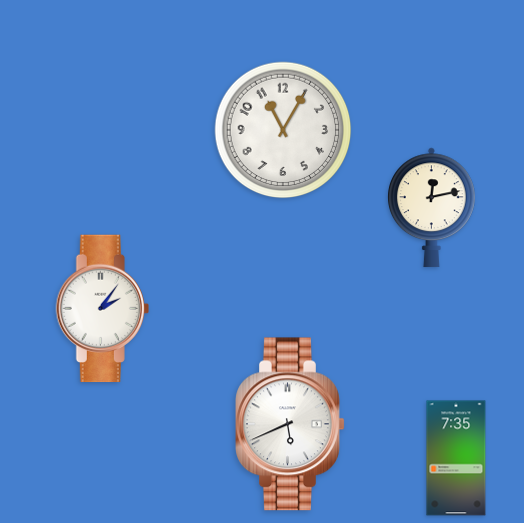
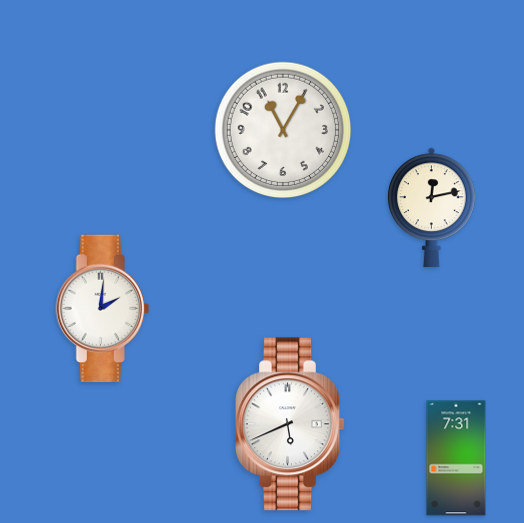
clock at (102, 309): 2:06 -> 2:01
clock at (456, 458): 7:35 -> 7:31
